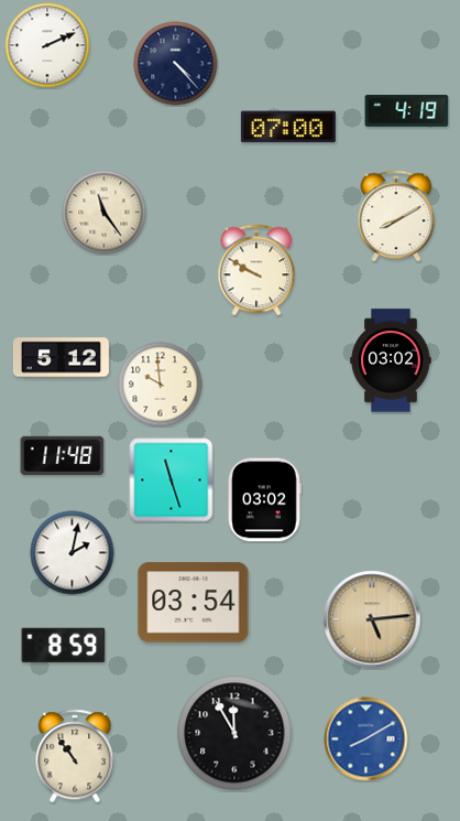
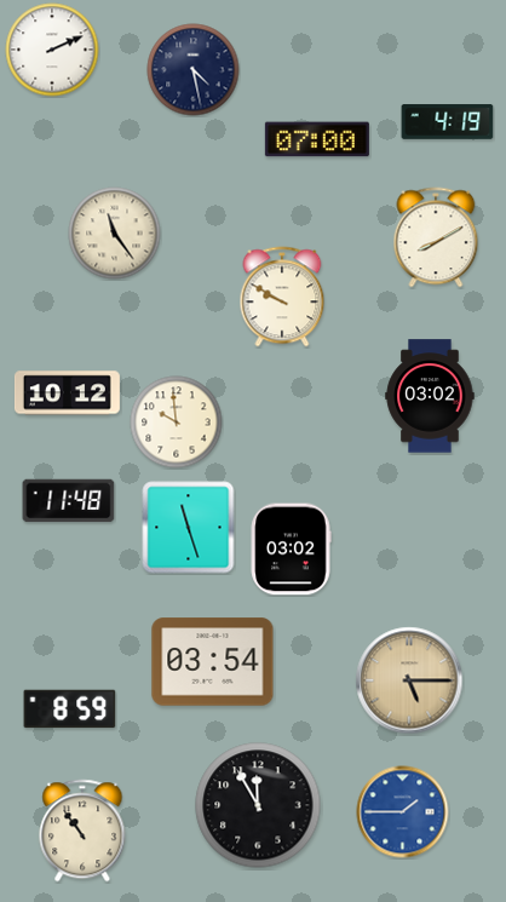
clock at (176, 64): 4:23 -> 4:28
clock at (61, 358): 5:12 -> 10:12
clock at (73, 553): 2:02 -> none
clock at (372, 619): 5:14 -> 5:15
clock at (366, 739): 8:10 -> 1:45
